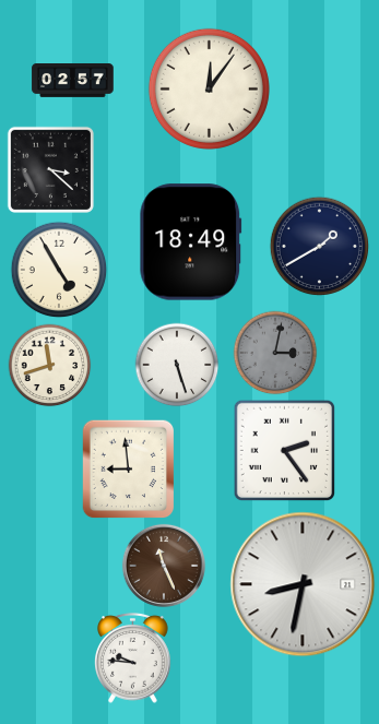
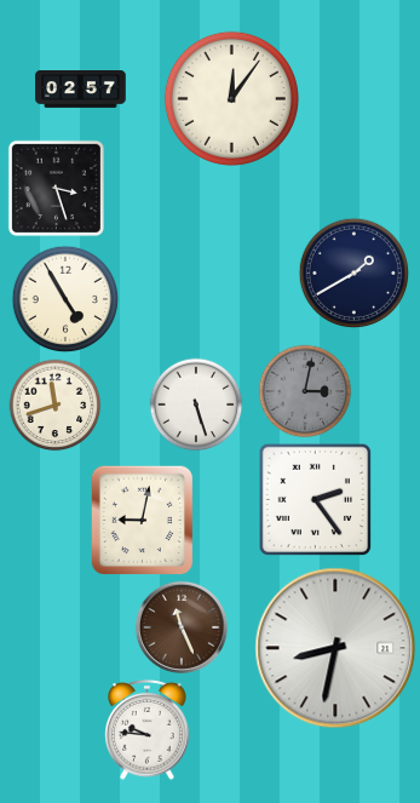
clock at (50, 169): 3:22 -> 3:27
clock at (191, 242): 18:49 -> none
clock at (129, 470): 8:59 -> 9:02
